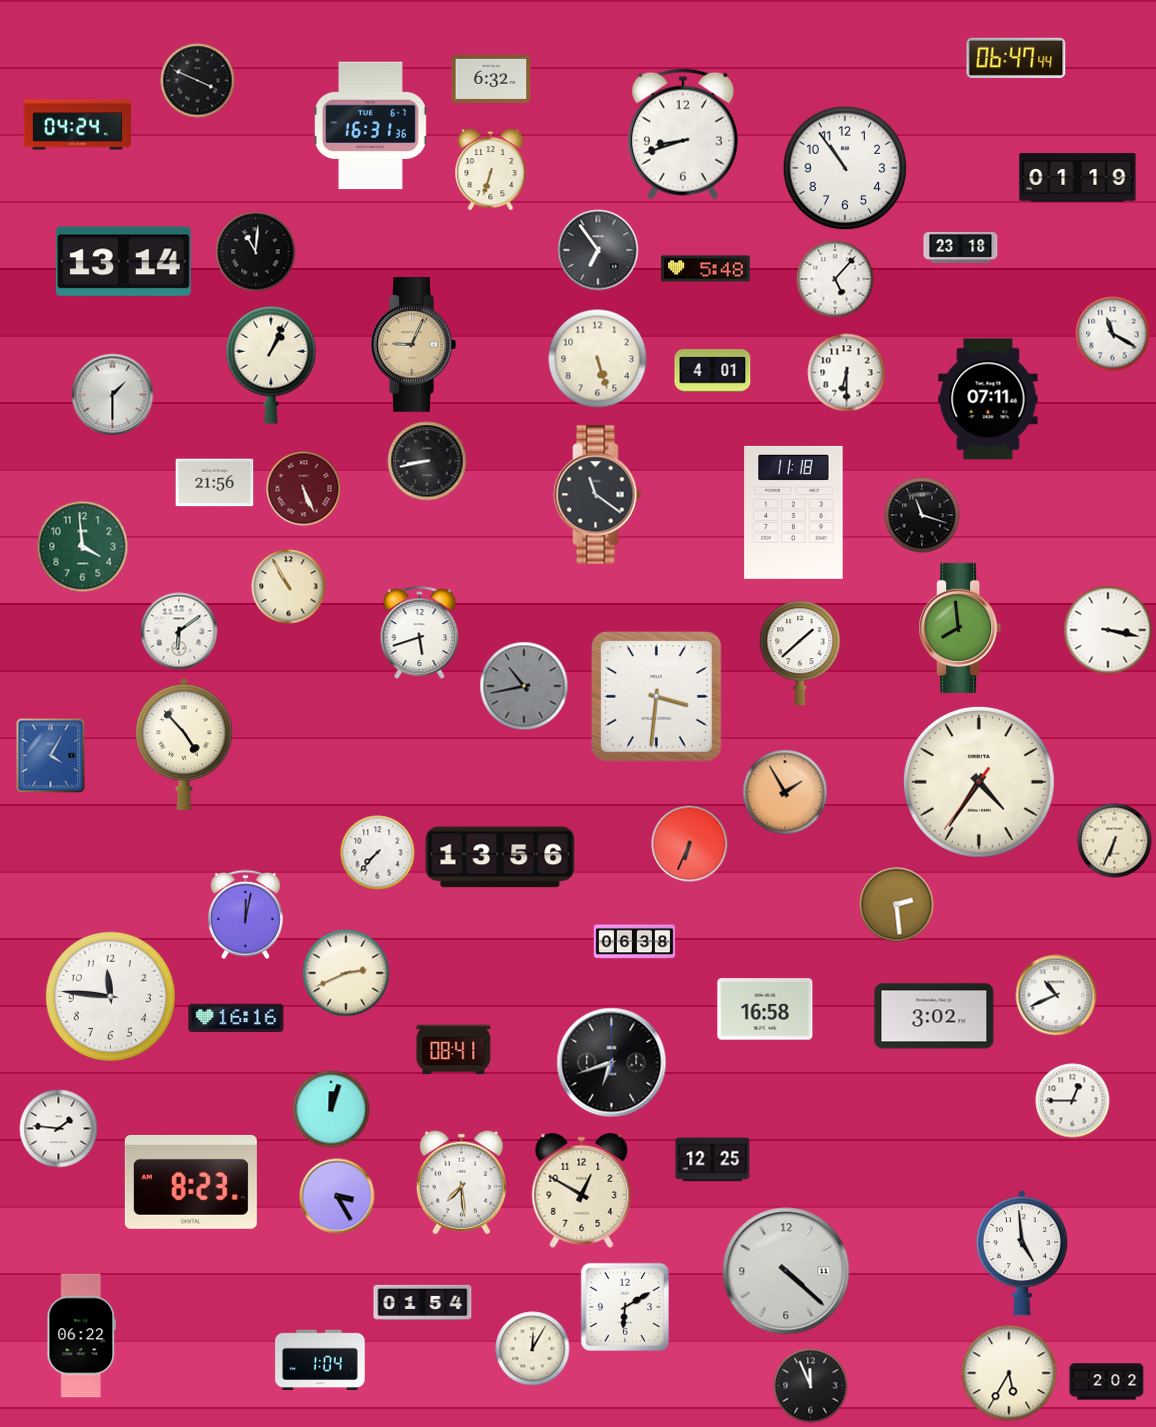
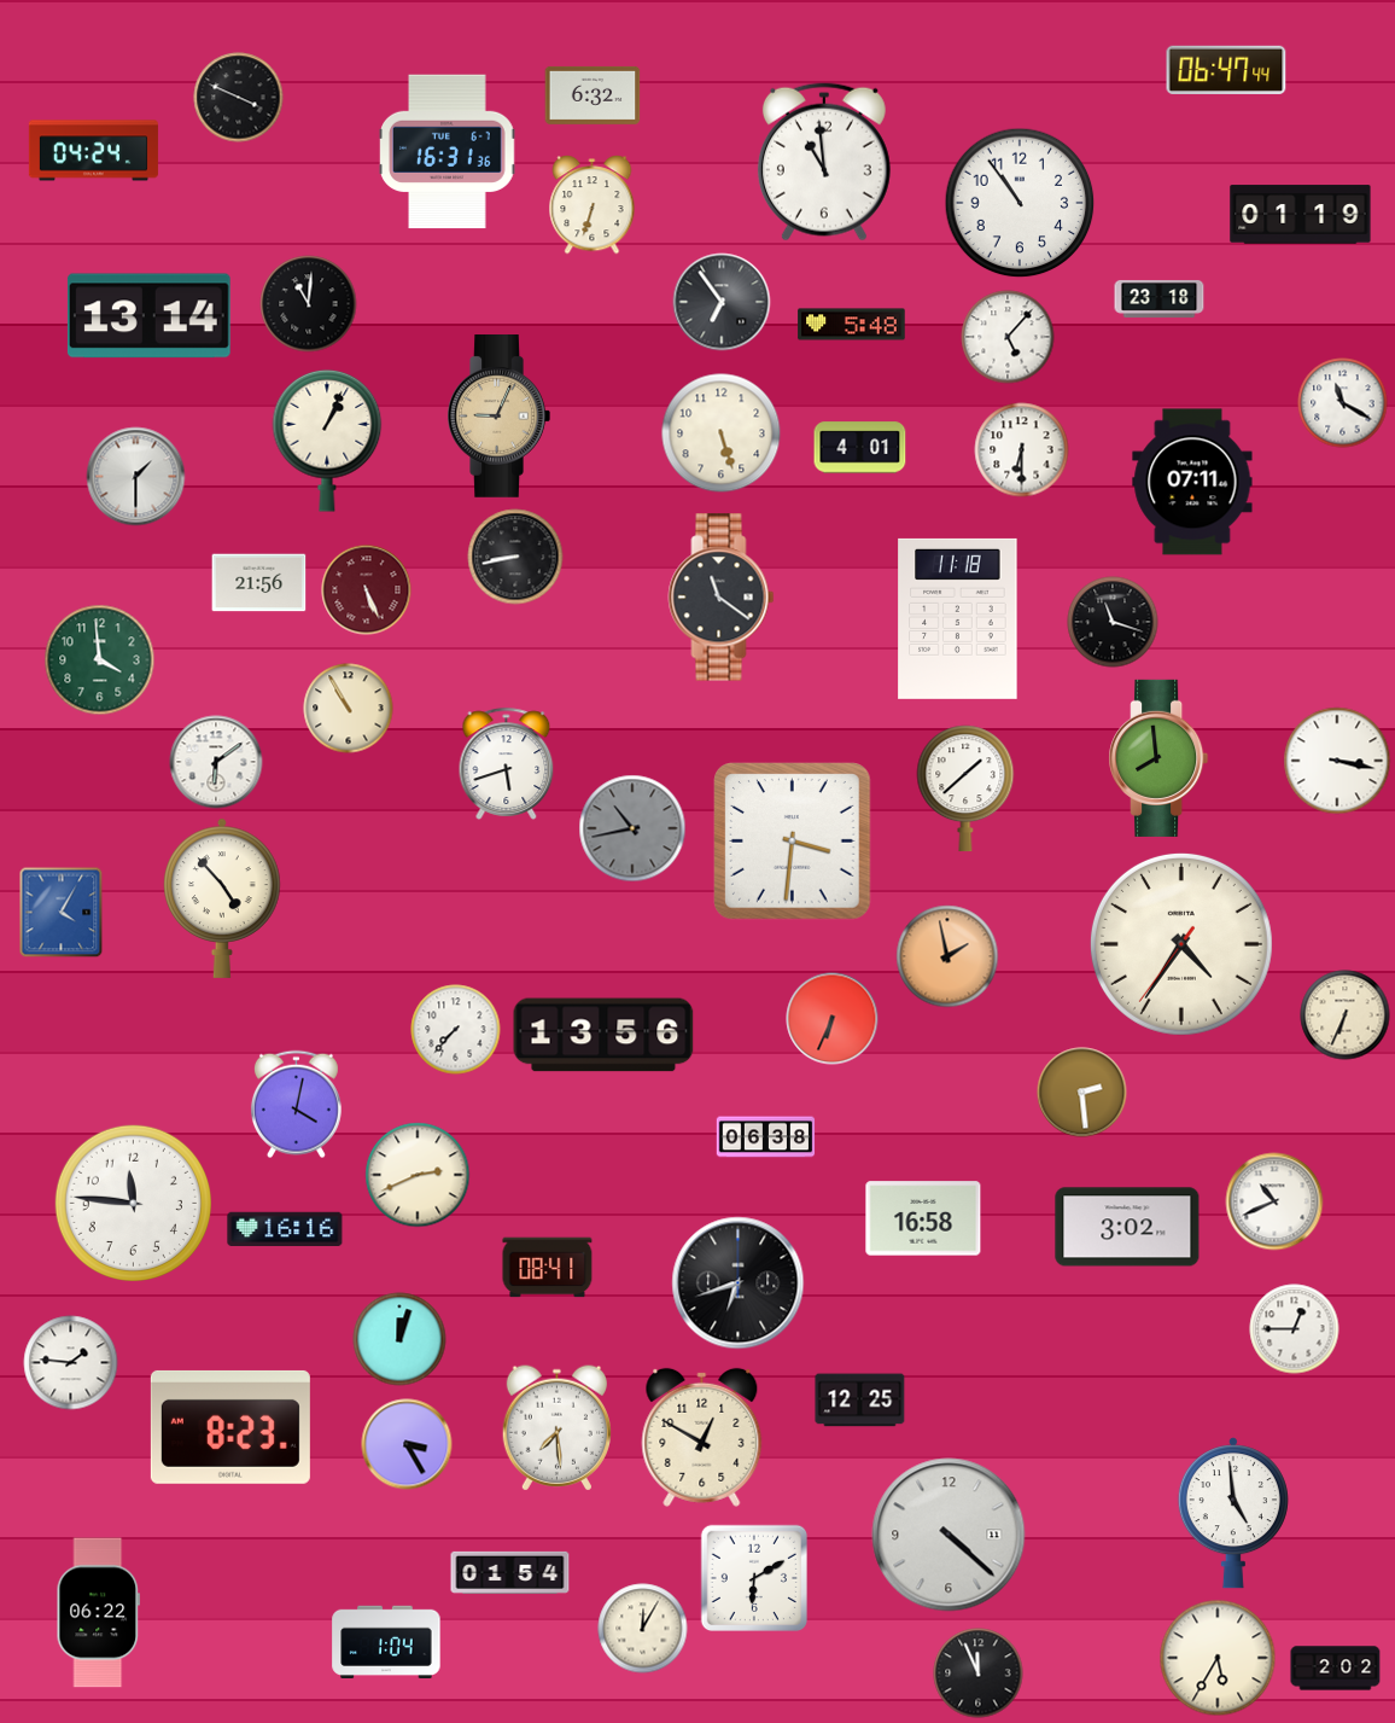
clock at (683, 134): 8:42 -> 10:59
clock at (785, 792): 1:55 -> 1:58
clock at (245, 915): 12:02 -> 4:02
